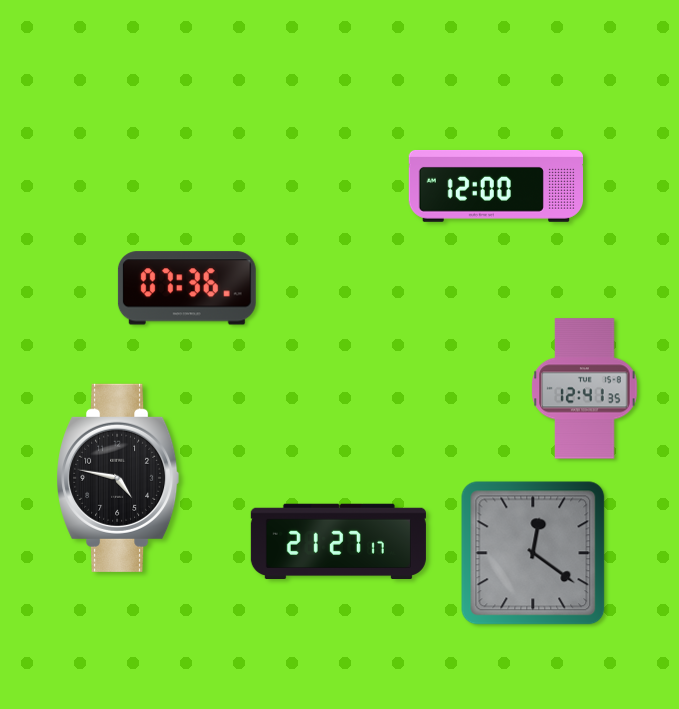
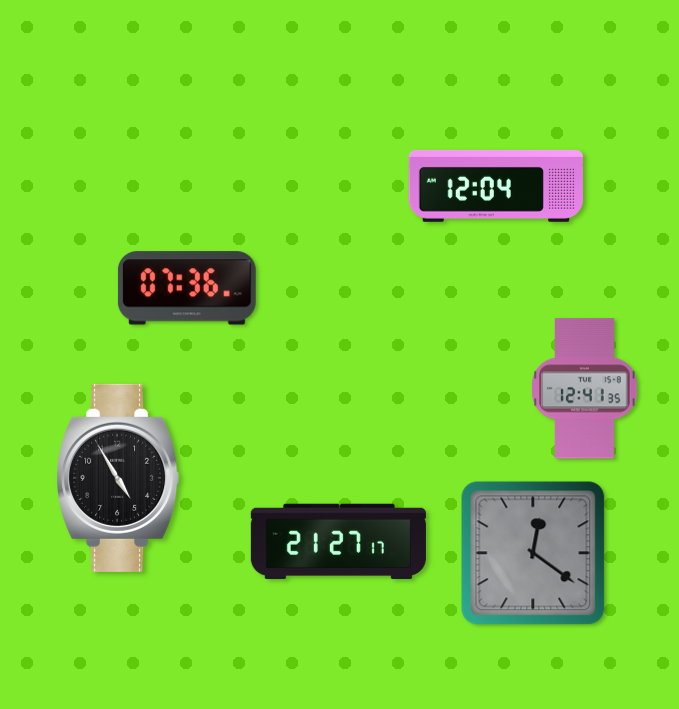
clock at (495, 187): 12:00 -> 12:04
clock at (118, 478): 4:47 -> 4:55
